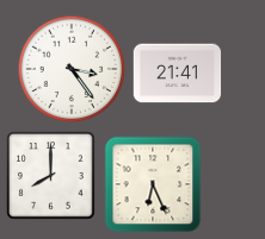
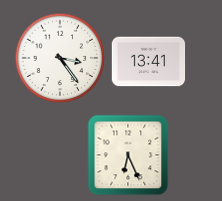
clock at (178, 74): 21:41 -> 13:41
clock at (51, 176): 8:00 -> none
